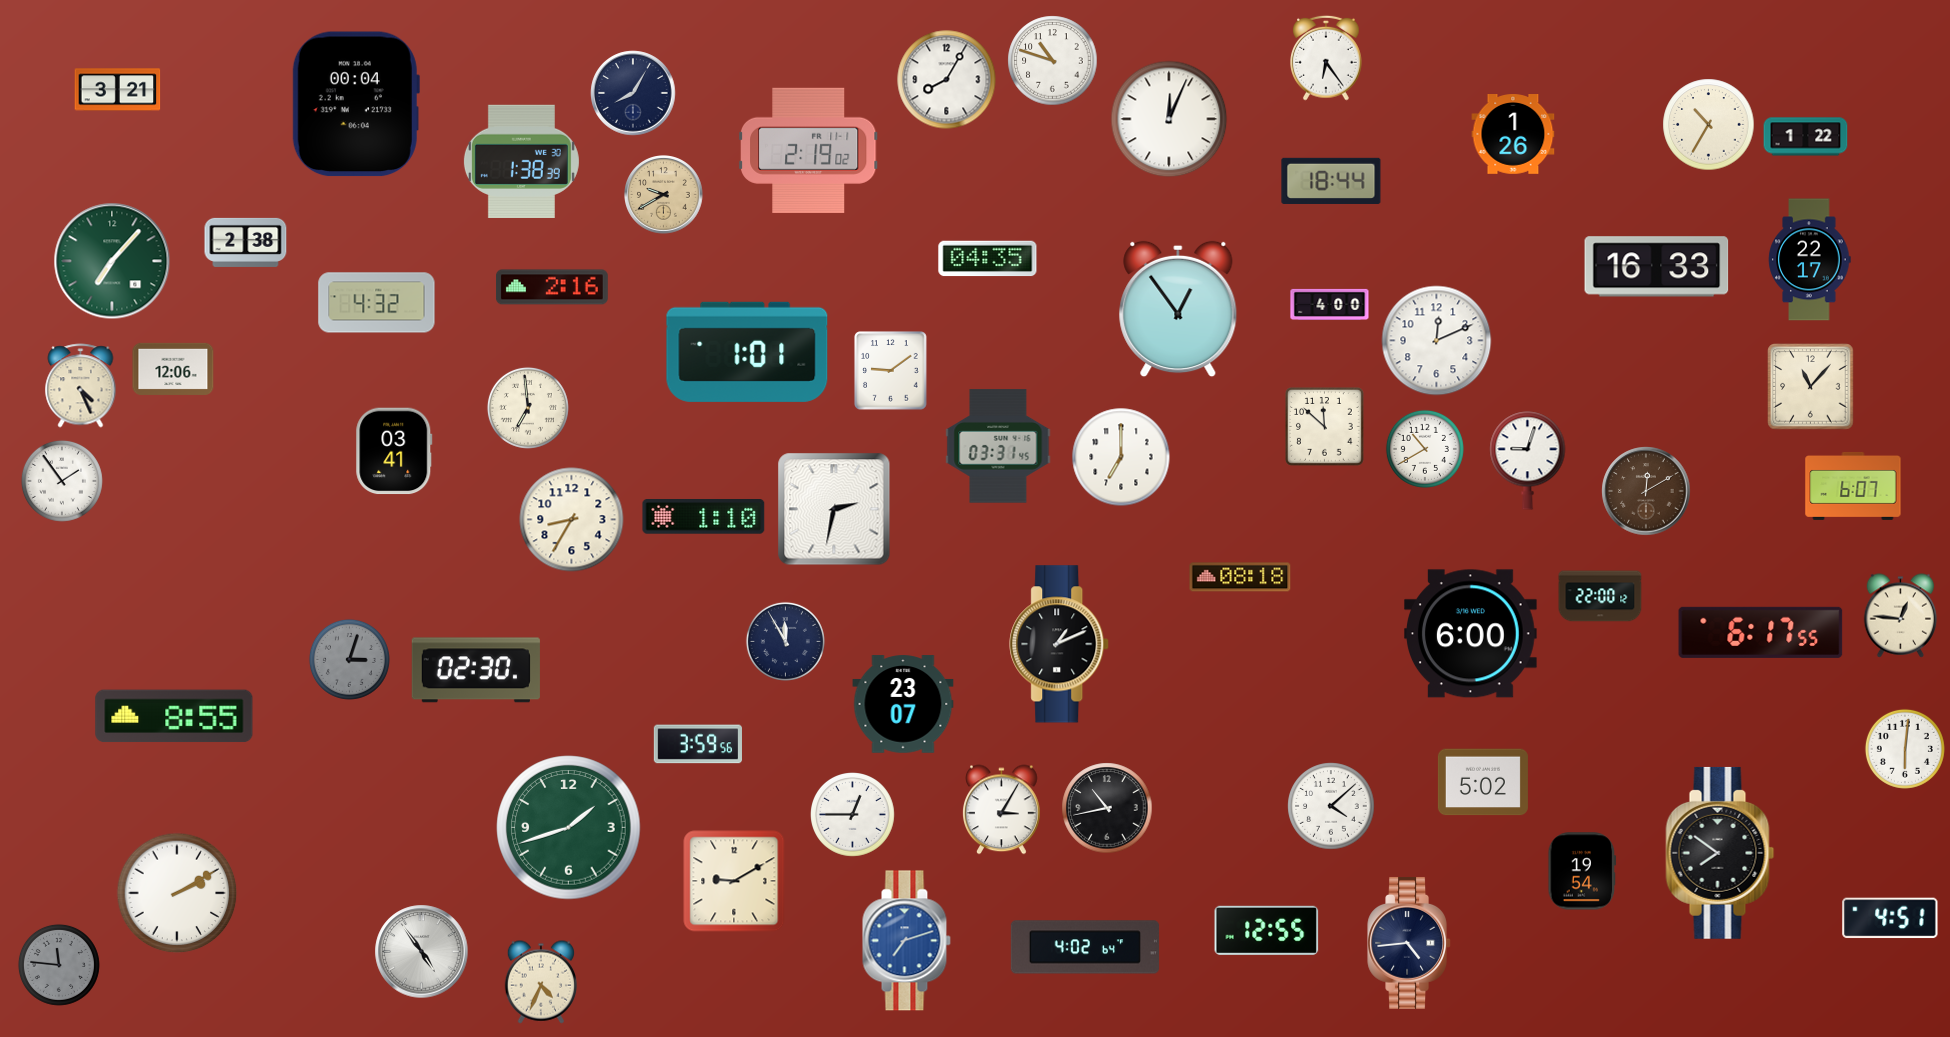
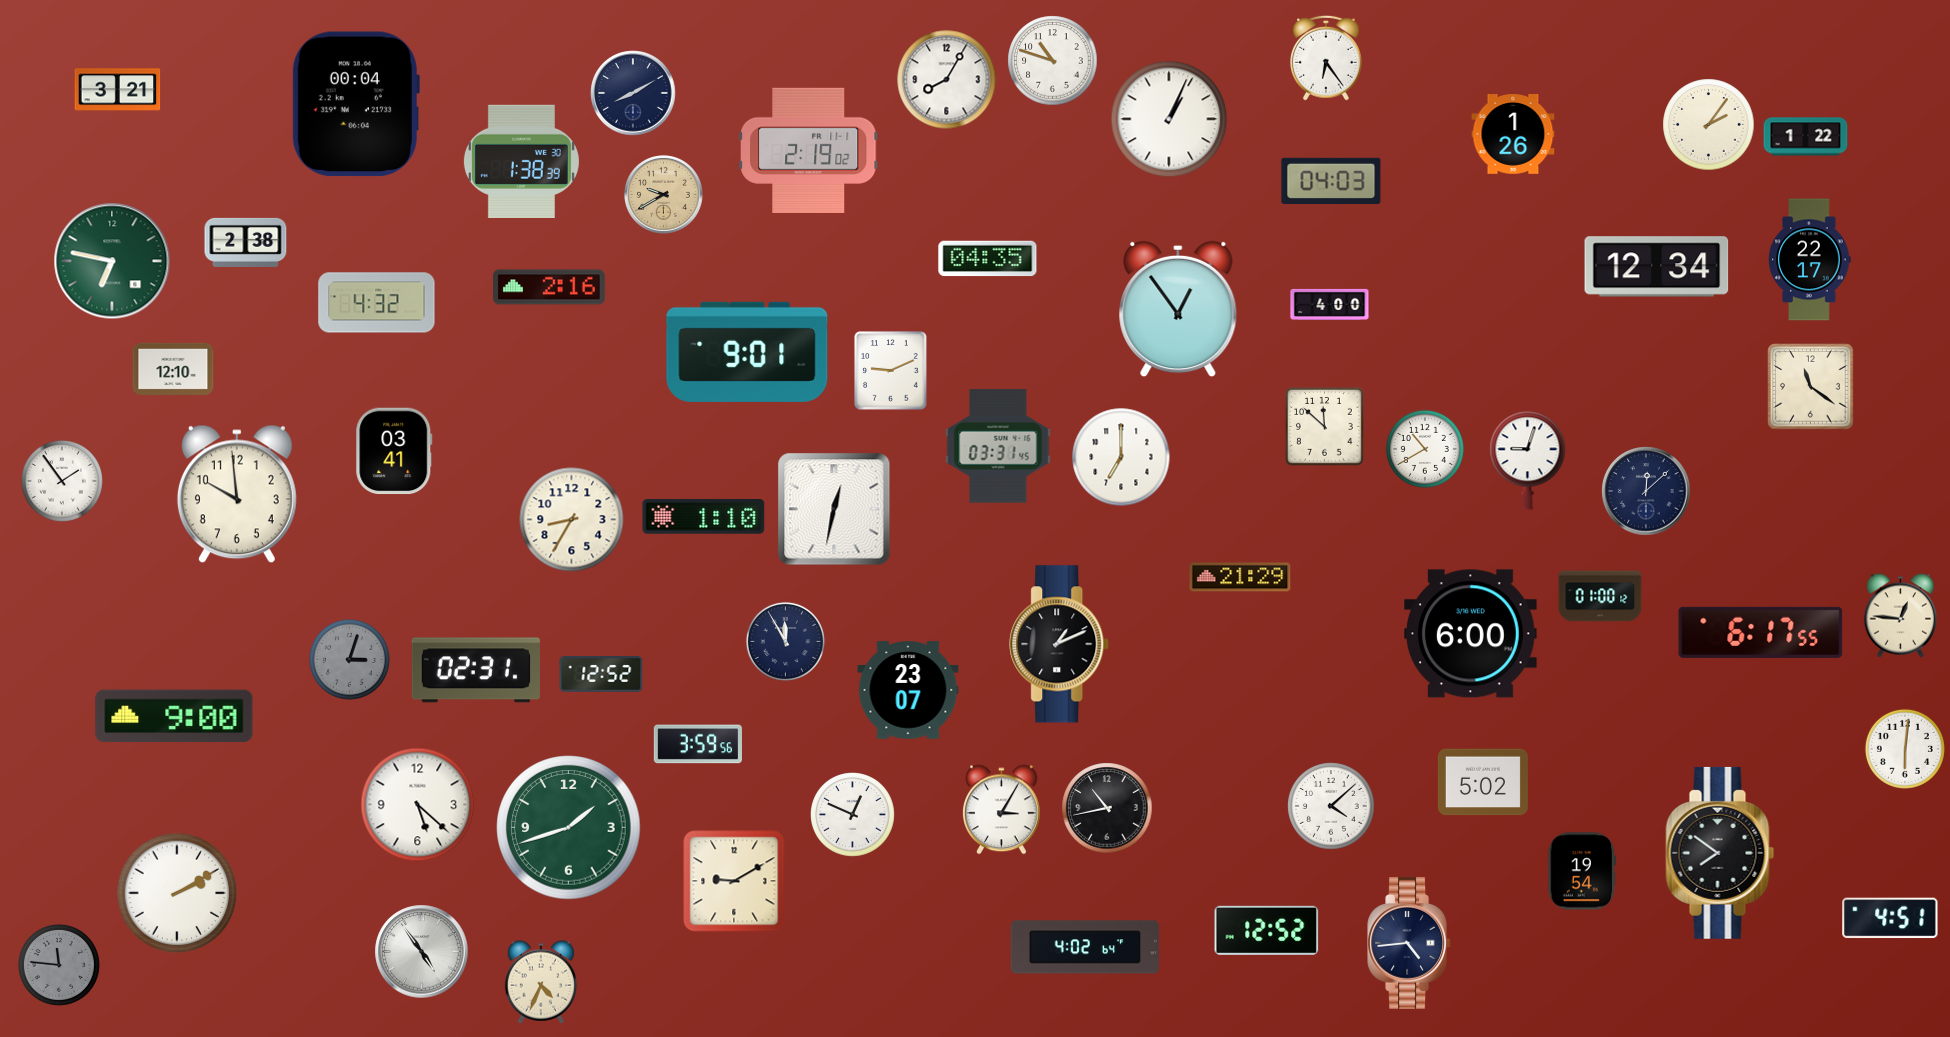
clock at (633, 93): 8:05 -> 8:10
clock at (1169, 119): 12:04 -> 1:04
clock at (1709, 125): 10:35 -> 2:06
clock at (1331, 180): 18:44 -> 04:03
clock at (112, 261): 7:07 -> 6:47
clock at (1657, 267): 16:33 -> 12:34
clock at (553, 287) position: (553, 287) -> (550, 287)
clock at (1437, 341): 12:11 -> none
clock at (747, 352): 1:01 -> 9:01
clock at (173, 369): 12:06 -> 12:10
clock at (891, 371): 9:09 -> 9:11
clock at (81, 386): 4:26 -> none
clock at (1811, 387): 11:07 -> 11:21
clock at (528, 408): 6:59 -> none
clock at (1853, 486): 6:07 -> none
clock at (1646, 491): 12:10 -> 12:08
clock at (1646, 491) dial: brown -> navy
clock at (237, 494): none -> 9:59
clock at (834, 509): 2:32 -> 12:32
clock at (1240, 577): 08:18 -> 21:29
clock at (1600, 596): 22:00 -> 01:00
clock at (476, 670): 02:30 -> 02:31
clock at (601, 674): none -> 12:52
clock at (903, 704) position: (903, 704) -> (908, 690)
clock at (174, 716): 8:55 -> 9:00
clock at (418, 805): none -> 5:22
clock at (853, 815): 12:45 -> 12:49
clock at (1267, 930): 12:55 -> 12:52
clock at (906, 941): 7:12 -> none
